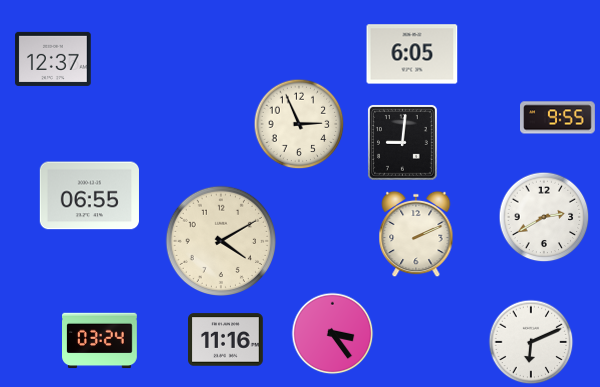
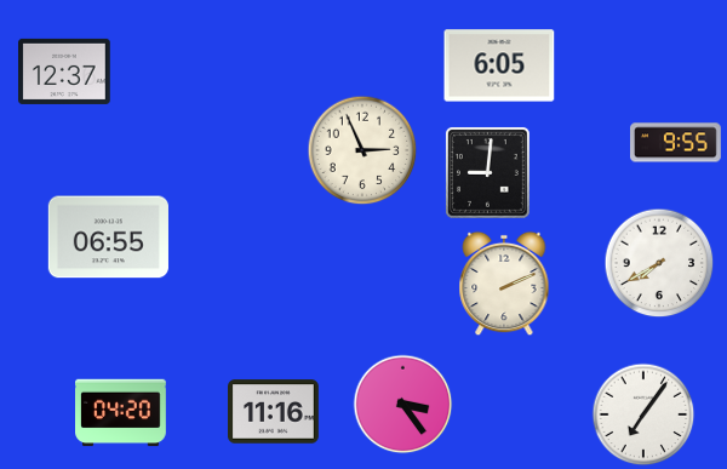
clock at (544, 217): 2:40 -> 7:40
clock at (220, 240): 4:10 -> none
clock at (100, 341): 03:24 -> 04:20
clock at (531, 342): 6:11 -> 7:06
